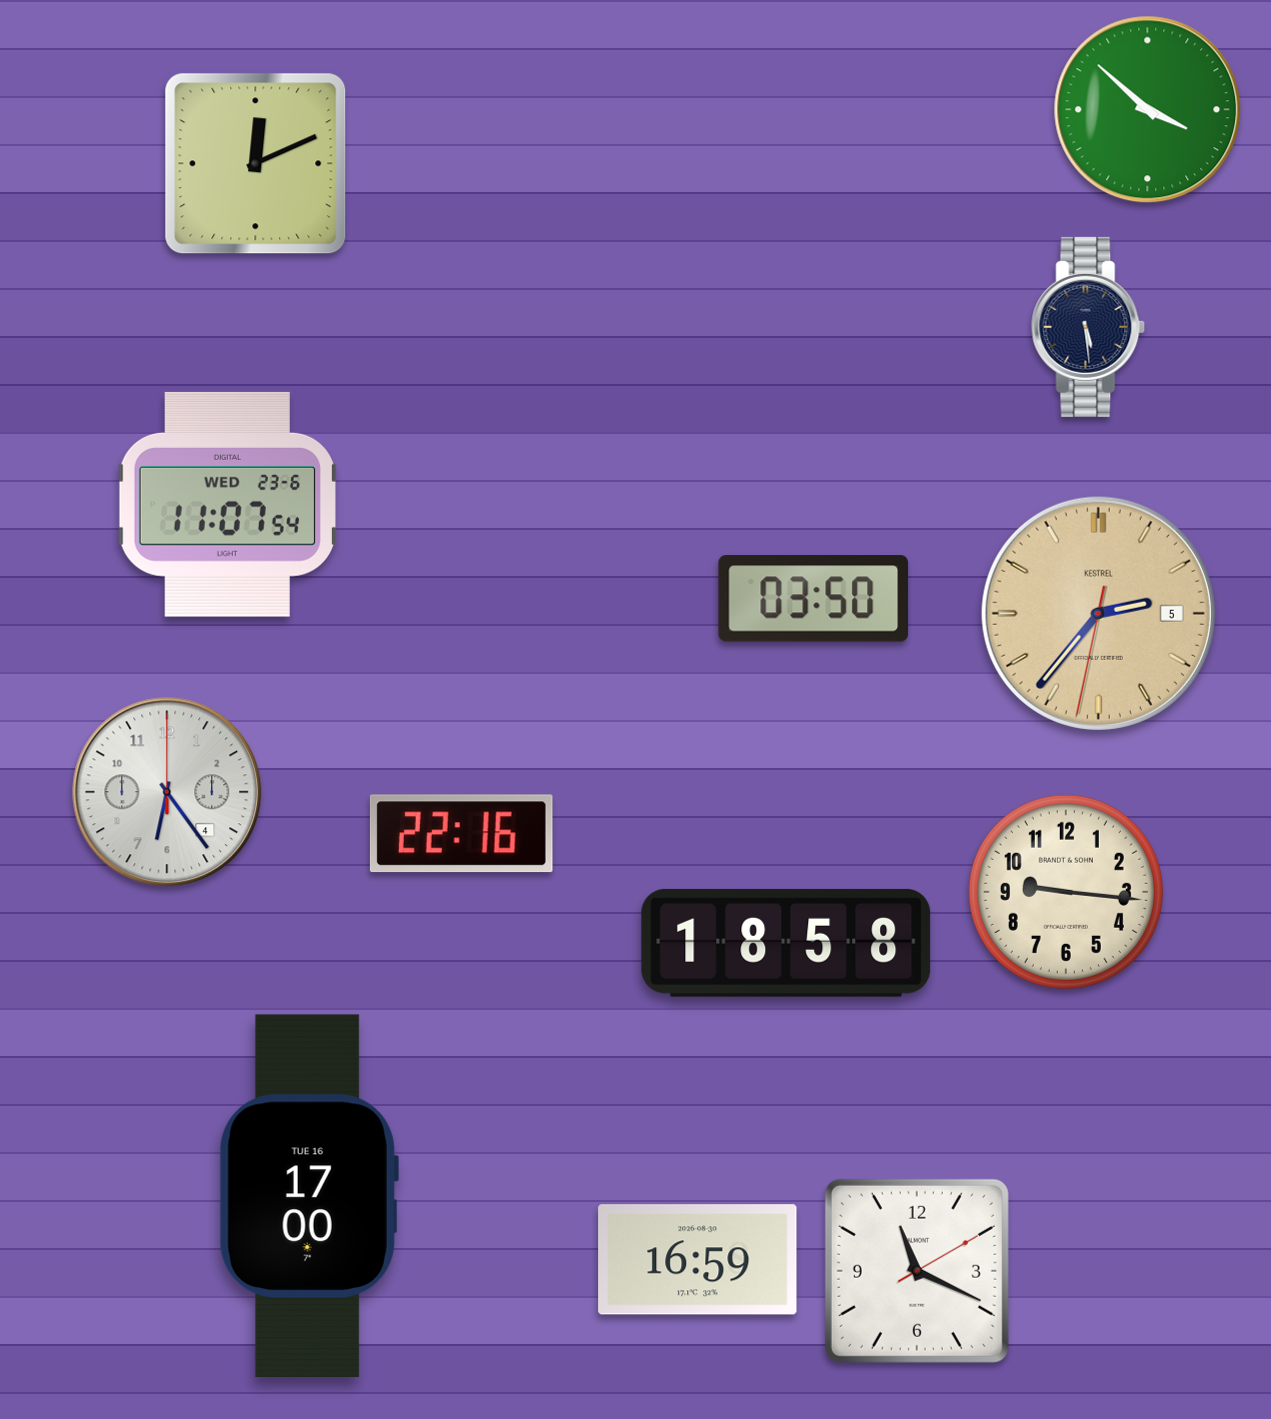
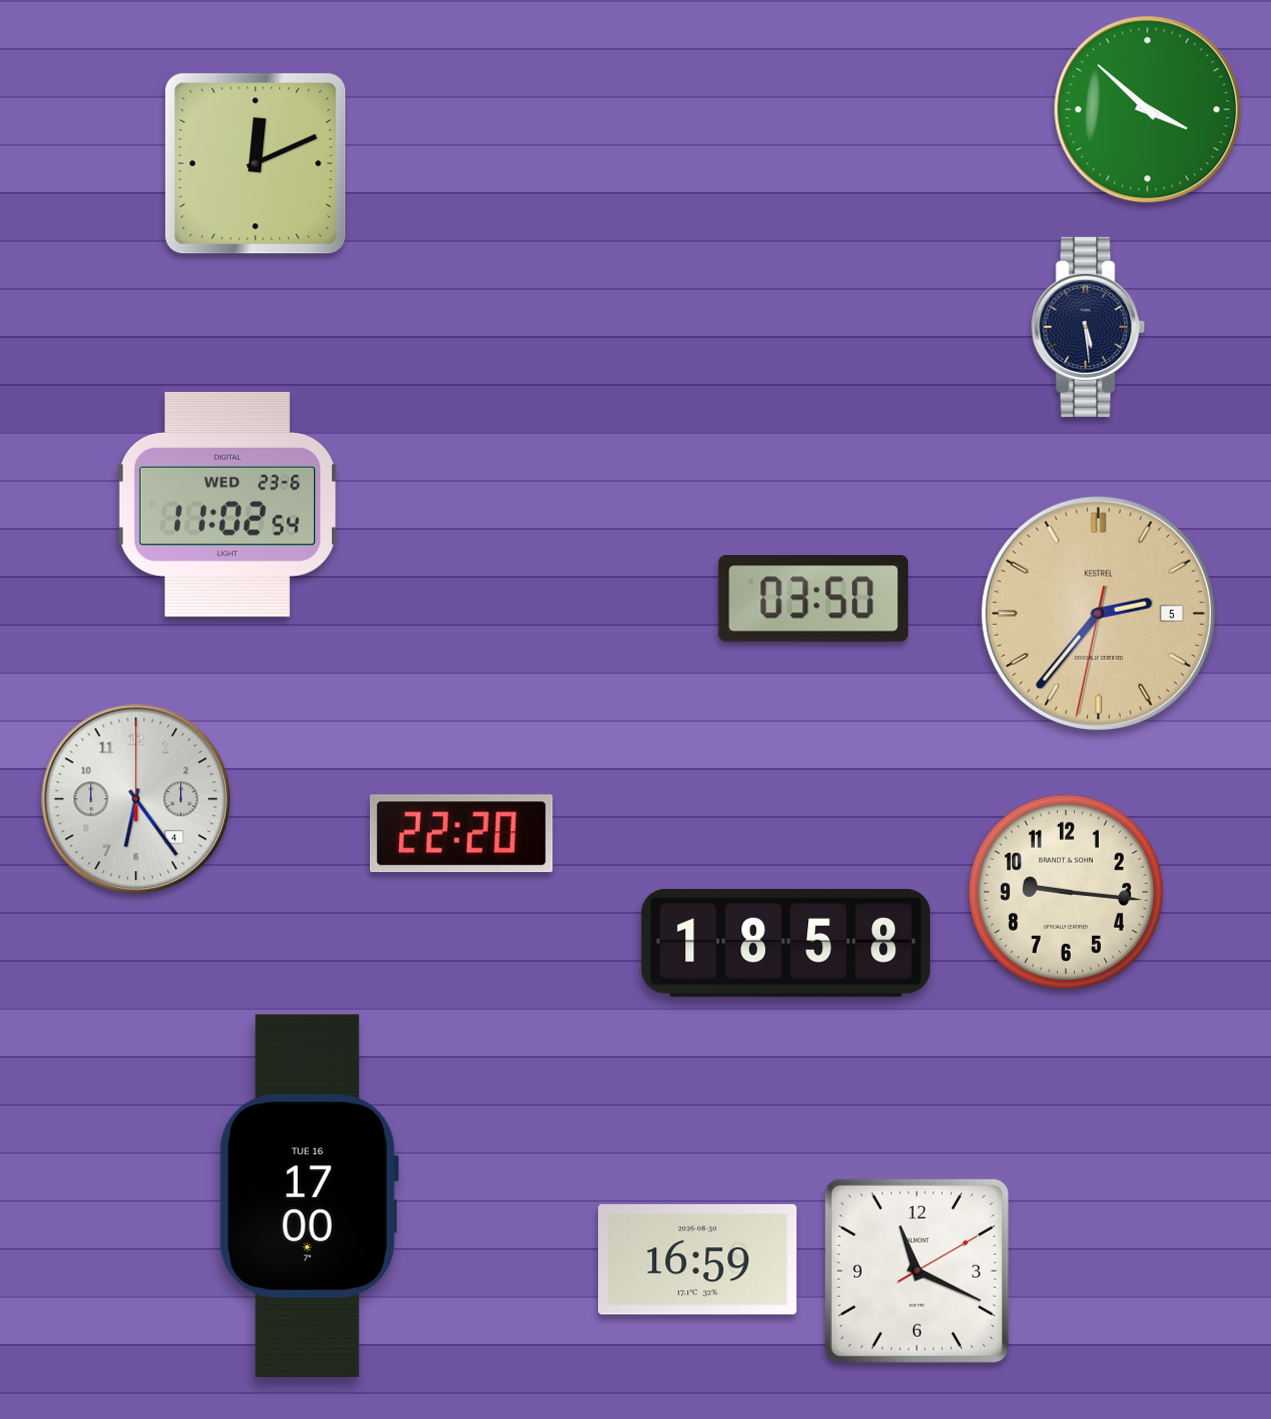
clock at (227, 504): 11:07 -> 11:02
clock at (167, 792) position: (167, 792) -> (136, 799)
clock at (461, 834): 22:16 -> 22:20
